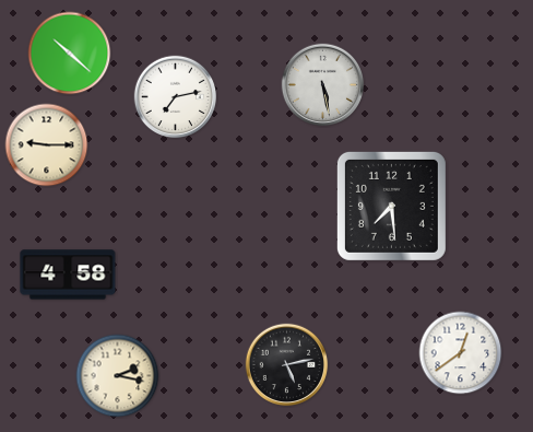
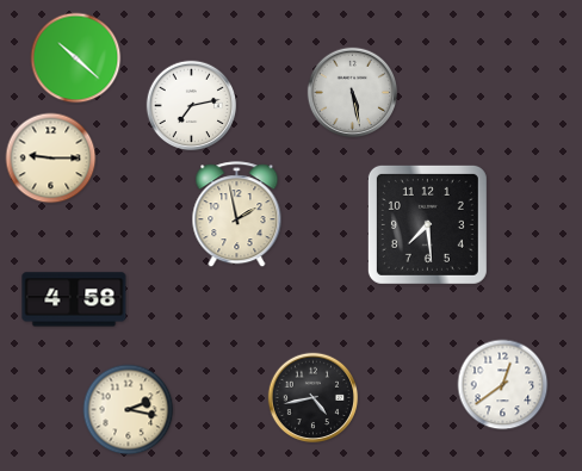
clock at (237, 215): none -> 1:58
clock at (287, 365): 5:13 -> 4:43
